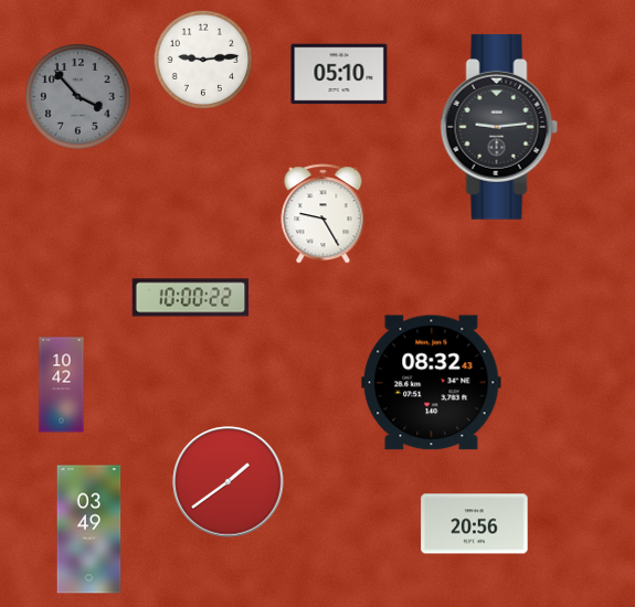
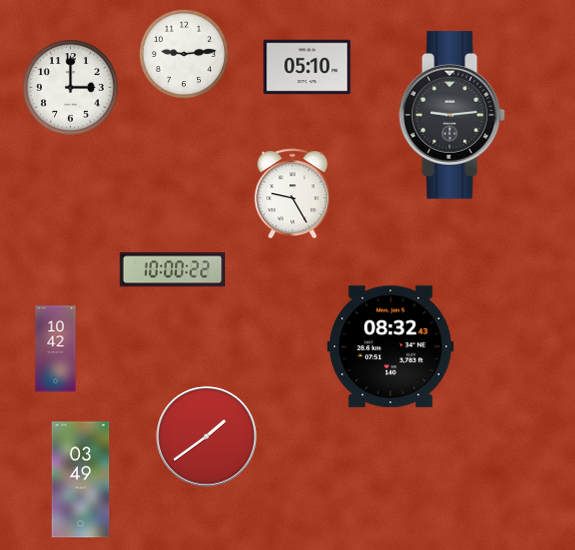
clock at (78, 97): 3:53 -> 3:00
clock at (78, 97) dial: grey -> white
clock at (475, 524): 20:56 -> none
